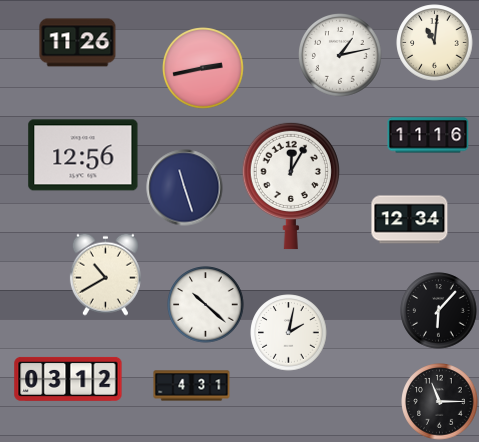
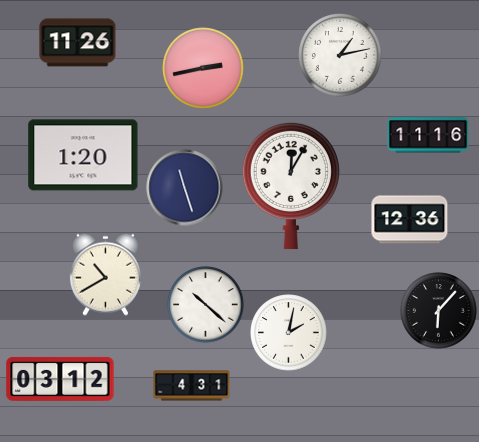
clock at (435, 43): 11:01 -> none
clock at (83, 155): 12:56 -> 1:20
clock at (410, 220): 12:34 -> 12:36
clock at (68, 379) position: (68, 379) -> (60, 379)
clock at (440, 402): 11:15 -> none
